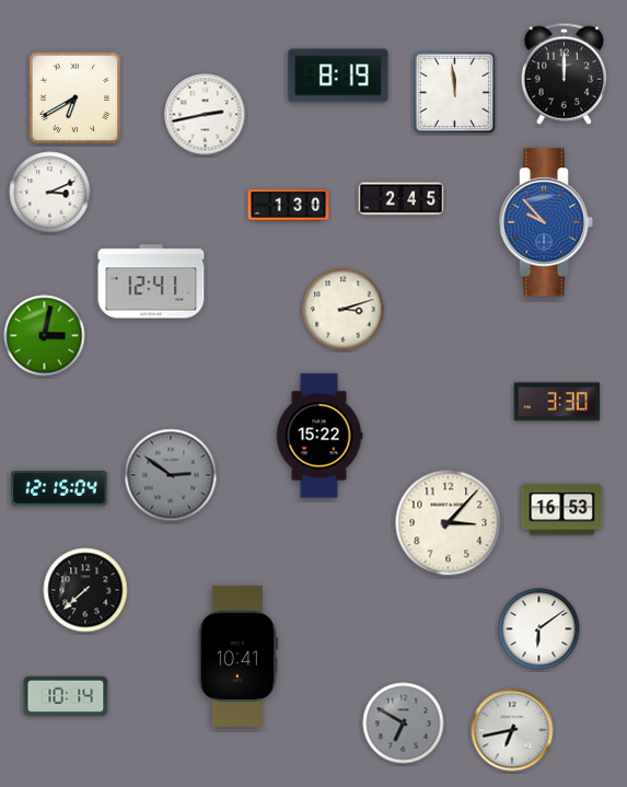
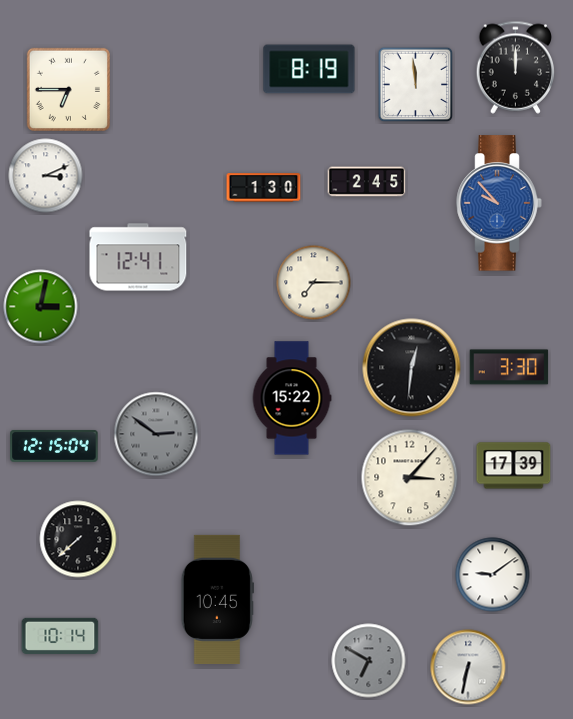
clock at (74, 97): 6:40 -> 6:45
clock at (206, 115): 2:43 -> none
clock at (344, 310): 3:12 -> 7:15
clock at (412, 368): none -> 12:31
clock at (562, 510): 16:53 -> 17:39
clock at (539, 629): 6:09 -> 9:09
clock at (237, 656): 10:41 -> 10:45
clock at (512, 730): 6:43 -> 6:32
